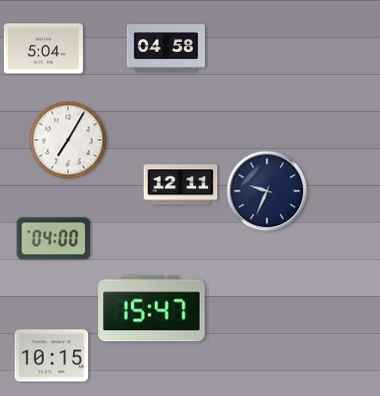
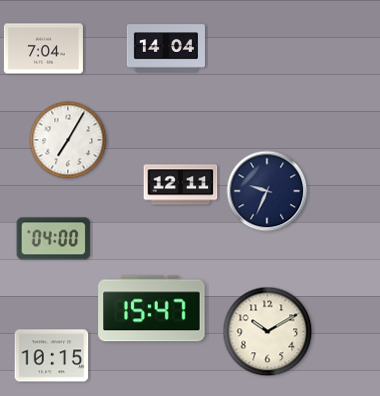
clock at (166, 48): 04:58 -> 14:04
clock at (43, 49): 5:04 -> 7:04
clock at (268, 332): none -> 10:10
